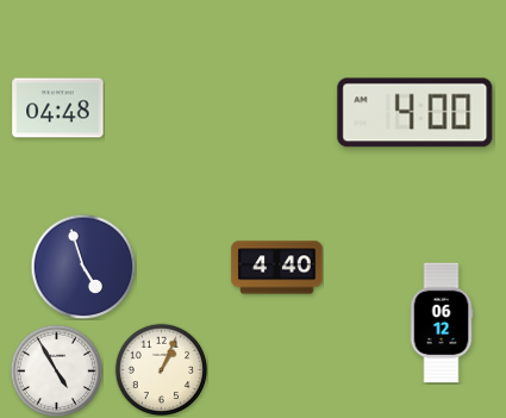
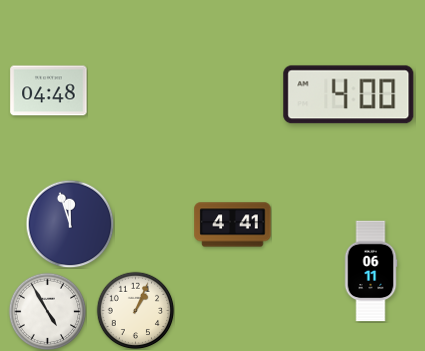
clock at (83, 267): 4:57 -> 11:57
clock at (277, 268): 4:40 -> 4:41
clock at (442, 323): 06:12 -> 06:11
